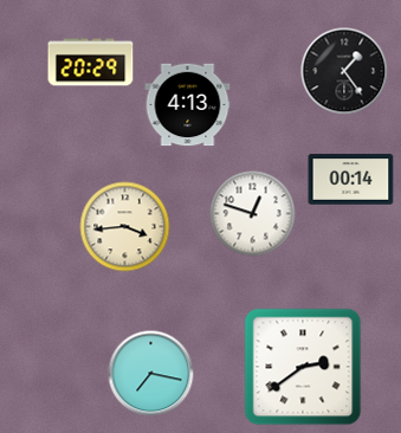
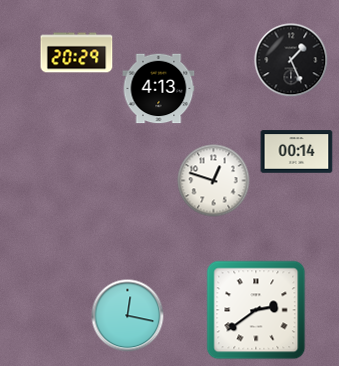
clock at (344, 71): 1:24 -> 1:26
clock at (125, 227): 3:44 -> none
clock at (151, 374): 7:17 -> 12:17
